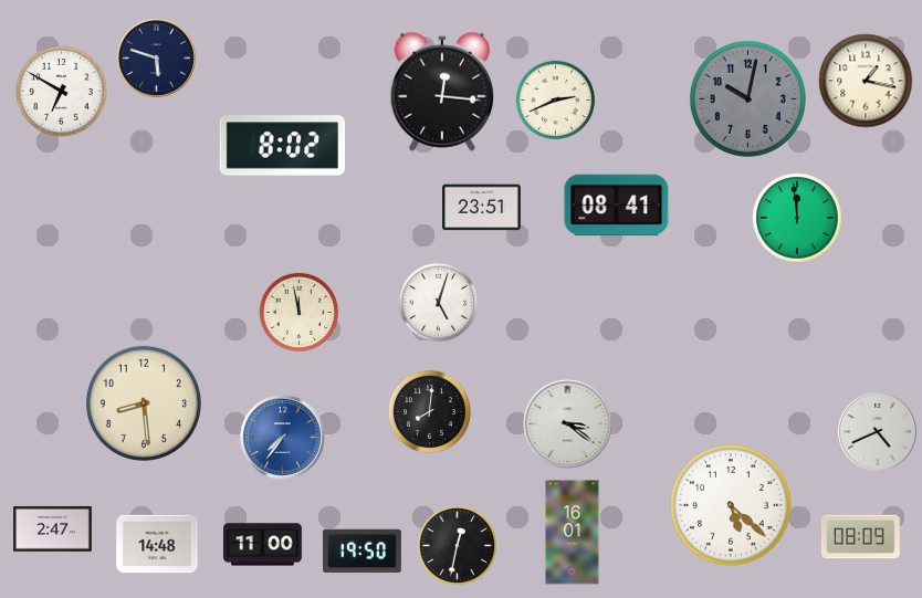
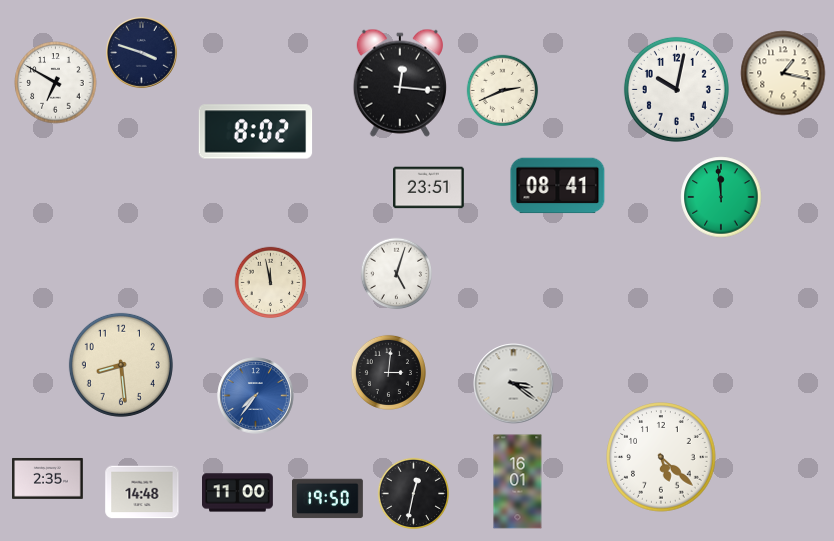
clock at (157, 59): 5:48 -> 3:48
clock at (747, 98) dial: grey -> white
clock at (482, 208) position: (482, 208) -> (429, 188)
clock at (144, 403) position: (144, 403) -> (121, 365)
clock at (429, 411): 8:01 -> 3:01
clock at (878, 432): 4:41 -> none
clock at (53, 528): 2:47 -> 2:35
clock at (860, 537): 08:09 -> none
